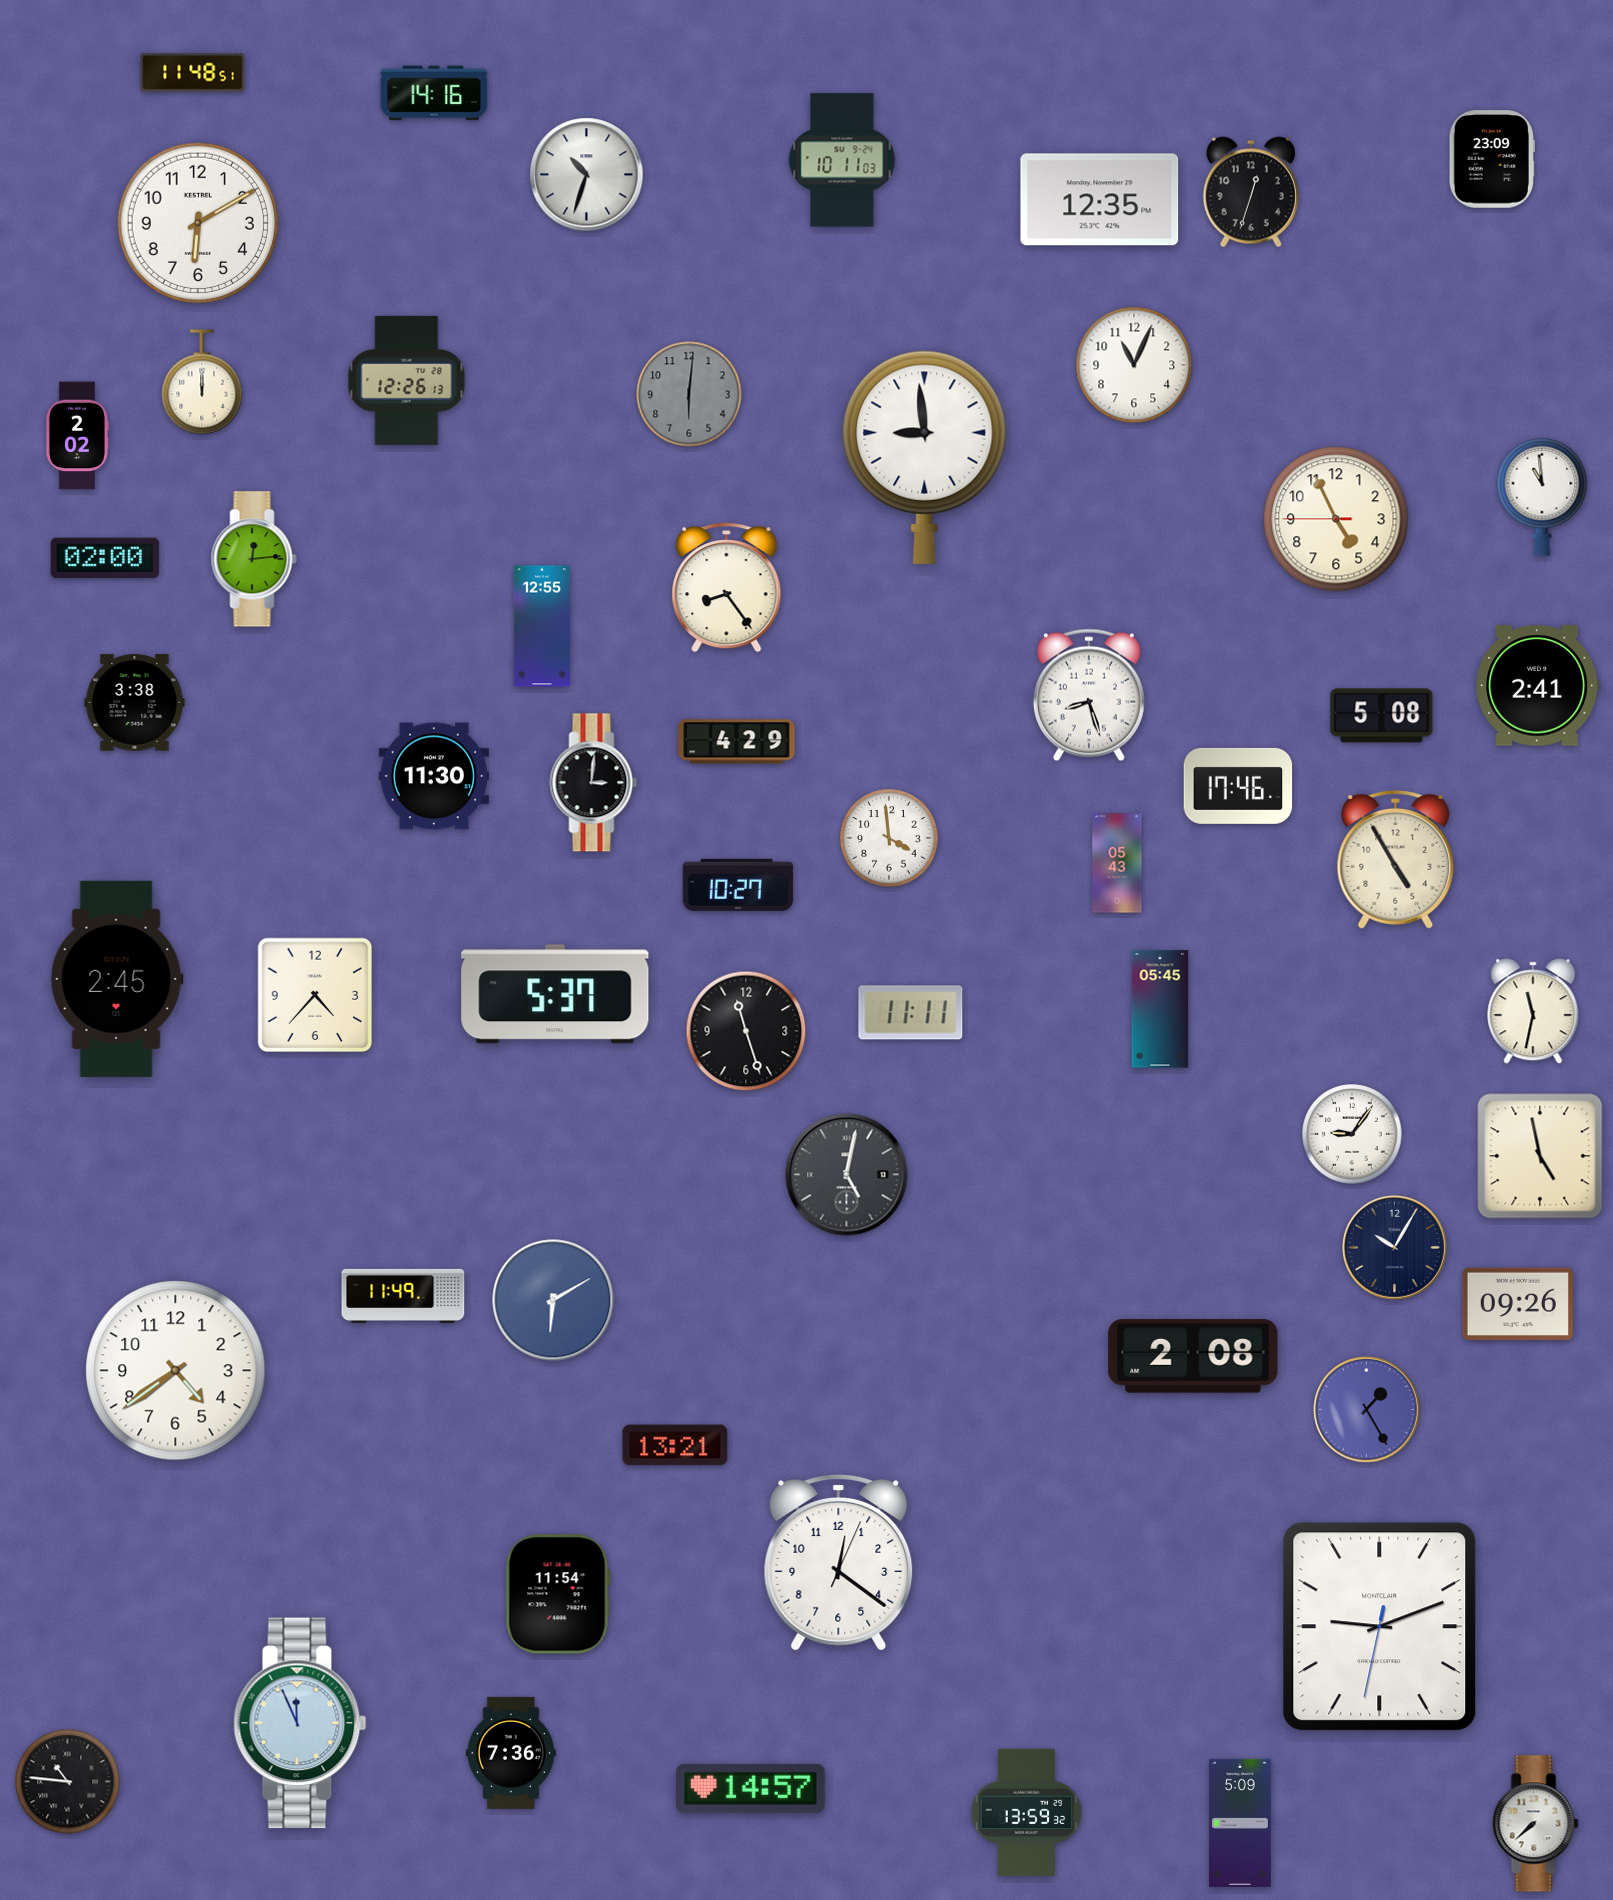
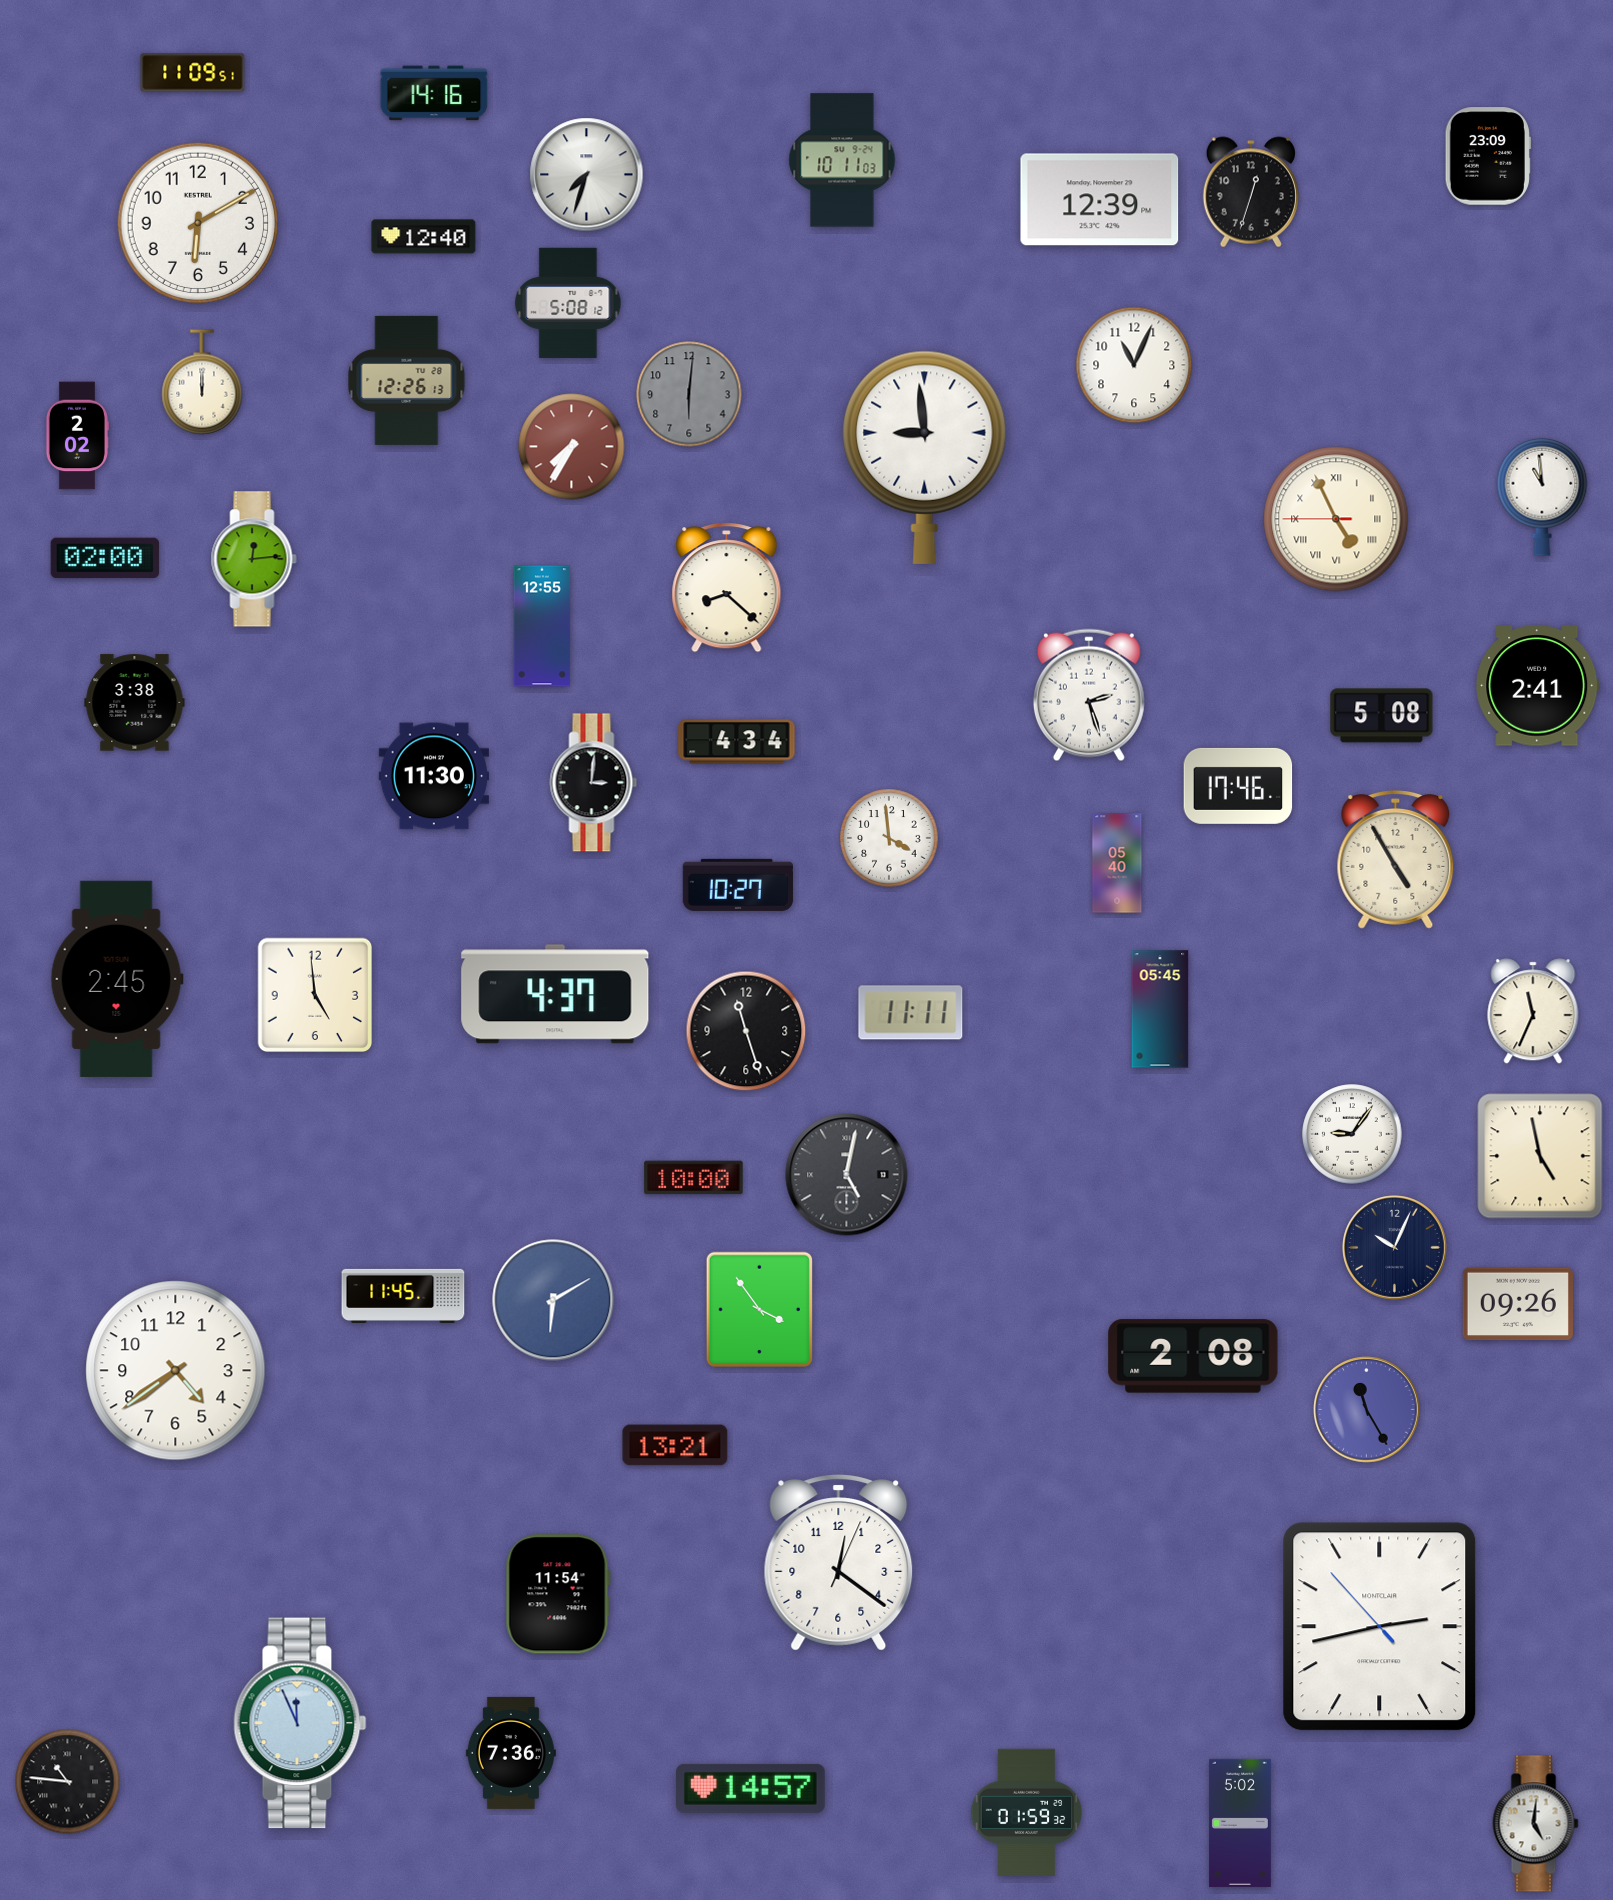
clock at (193, 73): 11:48 -> 11:09
clock at (1492, 159) position: (1492, 159) -> (1488, 156)
clock at (587, 175): 10:33 -> 7:33
clock at (1100, 200): 12:35 -> 12:39
clock at (424, 237): none -> 12:40
clock at (568, 303): none -> 5:08
clock at (572, 447): none -> 7:35
clock at (1336, 519) numerals: Arabic -> Roman
clock at (727, 588): 8:24 -> 8:22
clock at (1089, 695): 8:27 -> 2:27
clock at (737, 742): 4:29 -> 4:34
clock at (1117, 863): 05:43 -> 05:40
clock at (555, 994): 5:37 -> 4:37
clock at (315, 995): 4:37 -> 4:59
clock at (1533, 1011): 11:32 -> 11:34
clock at (694, 1178): none -> 10:00
clock at (1395, 1248): 10:05 -> 10:04
clock at (403, 1296): 11:49 -> 11:45
clock at (759, 1309): none -> 3:54
clock at (1367, 1410): 1:25 -> 11:25
clock at (1380, 1627): 9:11 -> 2:42
clock at (1027, 1812): 13:59 -> 01:59
clock at (1240, 1823): 5:09 -> 5:02
clock at (1536, 1824): 7:38 -> 5:01
